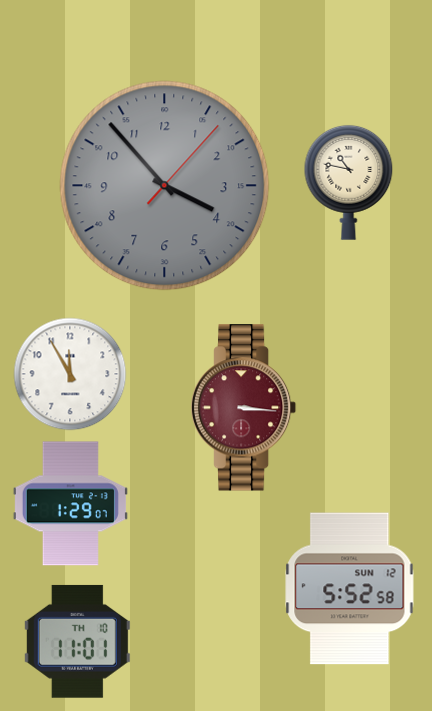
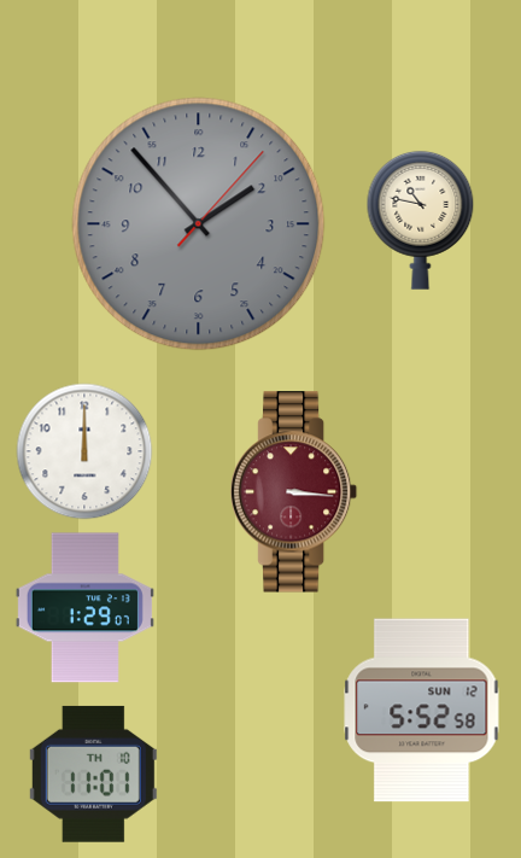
clock at (165, 186): 3:53 -> 1:53
clock at (70, 374): 11:55 -> 12:00
